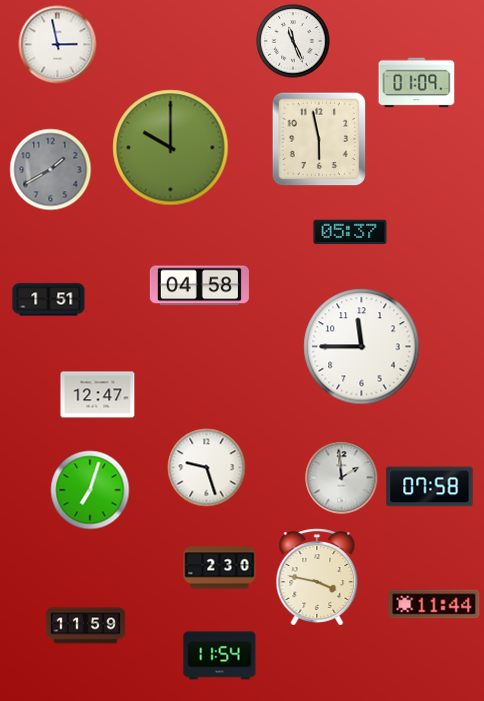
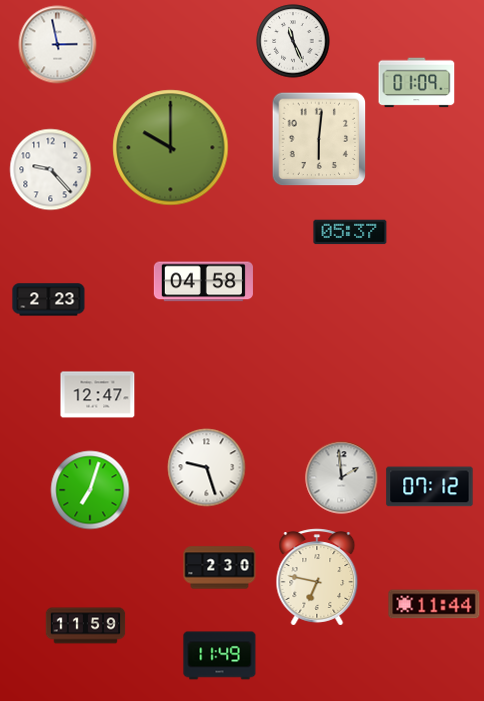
clock at (319, 139): 5:58 -> 6:01
clock at (51, 170): 1:40 -> 9:23
clock at (51, 170) dial: grey -> white
clock at (199, 286) position: (199, 286) -> (203, 282)
clock at (49, 300): 1:51 -> 2:23
clock at (362, 347): 11:45 -> none
clock at (430, 487): 07:58 -> 07:12
clock at (317, 577): 3:47 -> 6:47
clock at (220, 656): 11:54 -> 11:49
